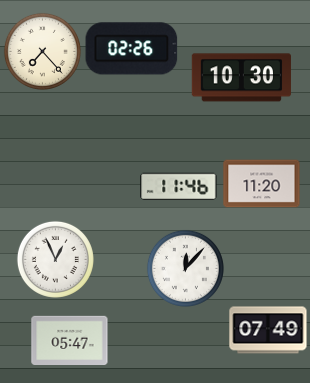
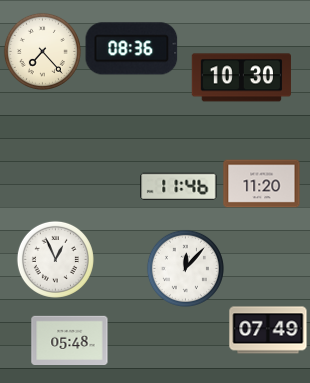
clock at (132, 49): 02:26 -> 08:36
clock at (70, 340): 05:47 -> 05:48
